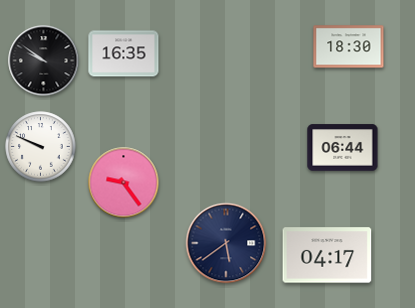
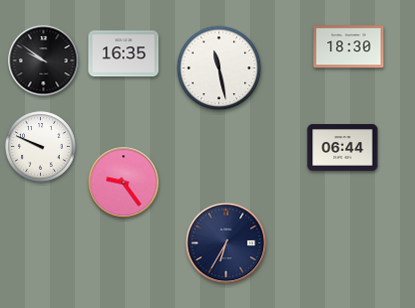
clock at (219, 68): none -> 11:28
clock at (226, 243): 5:39 -> 6:35
clock at (327, 255): 04:17 -> none
